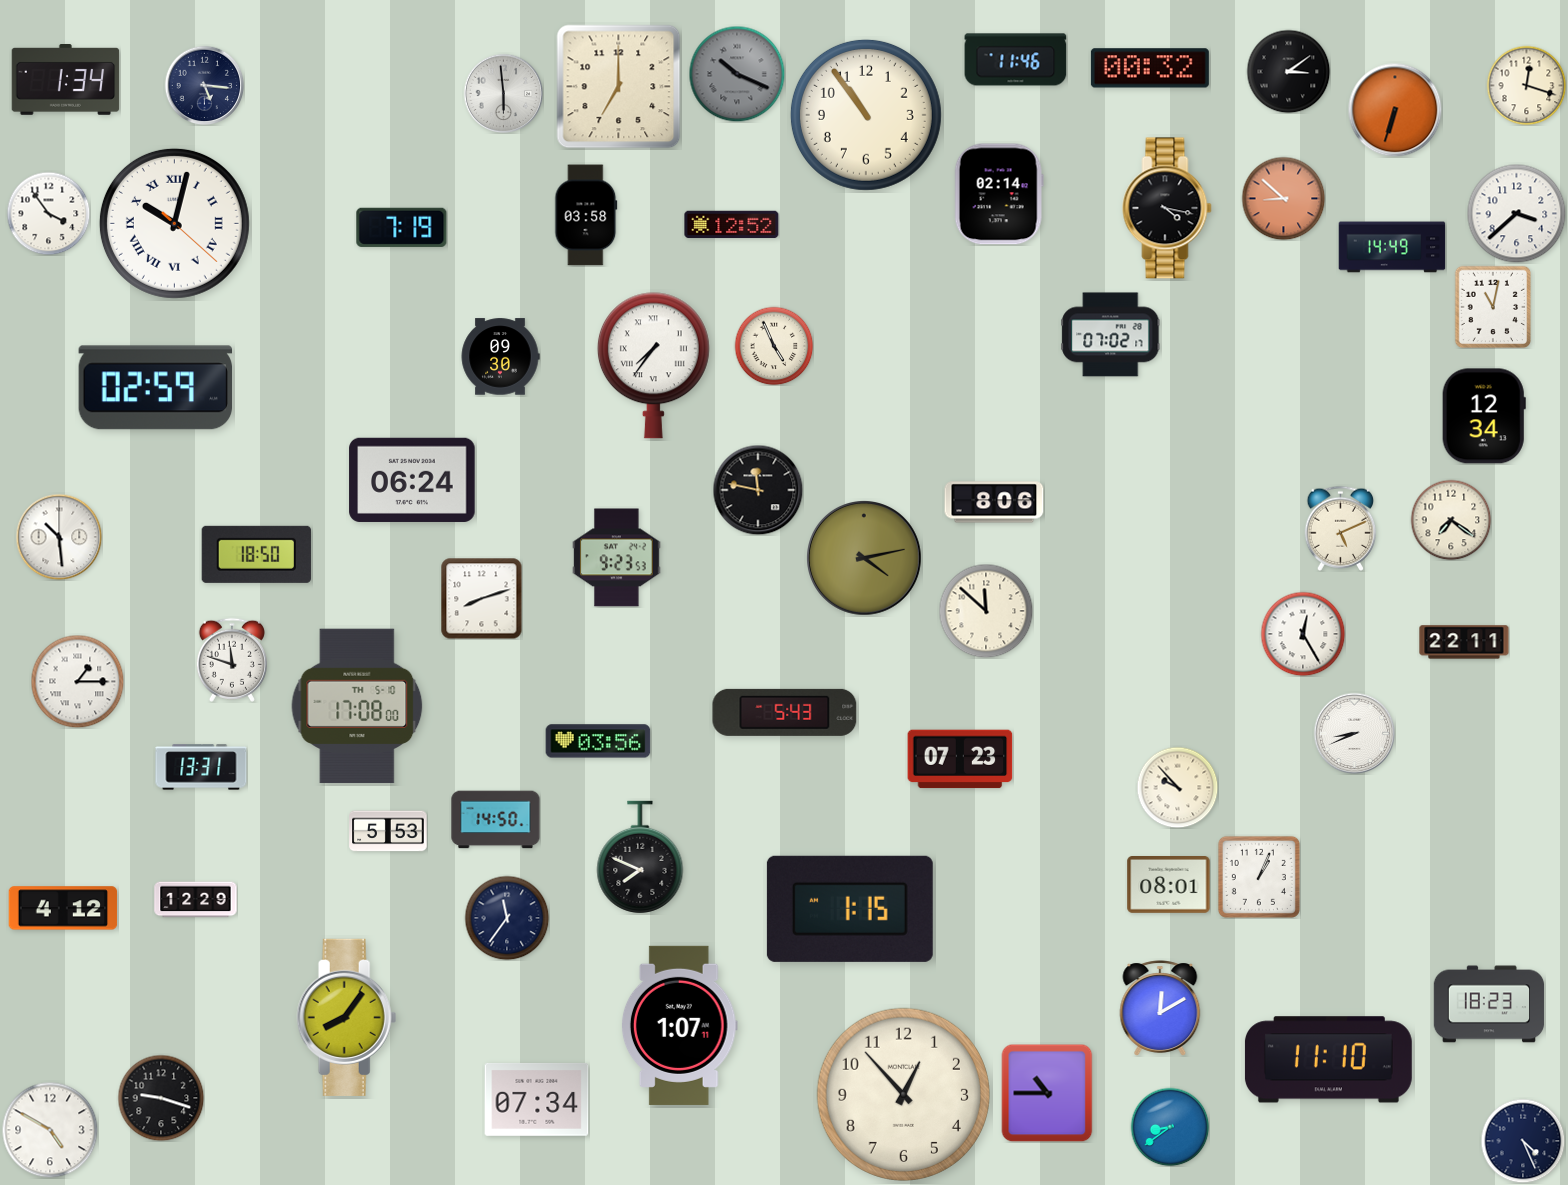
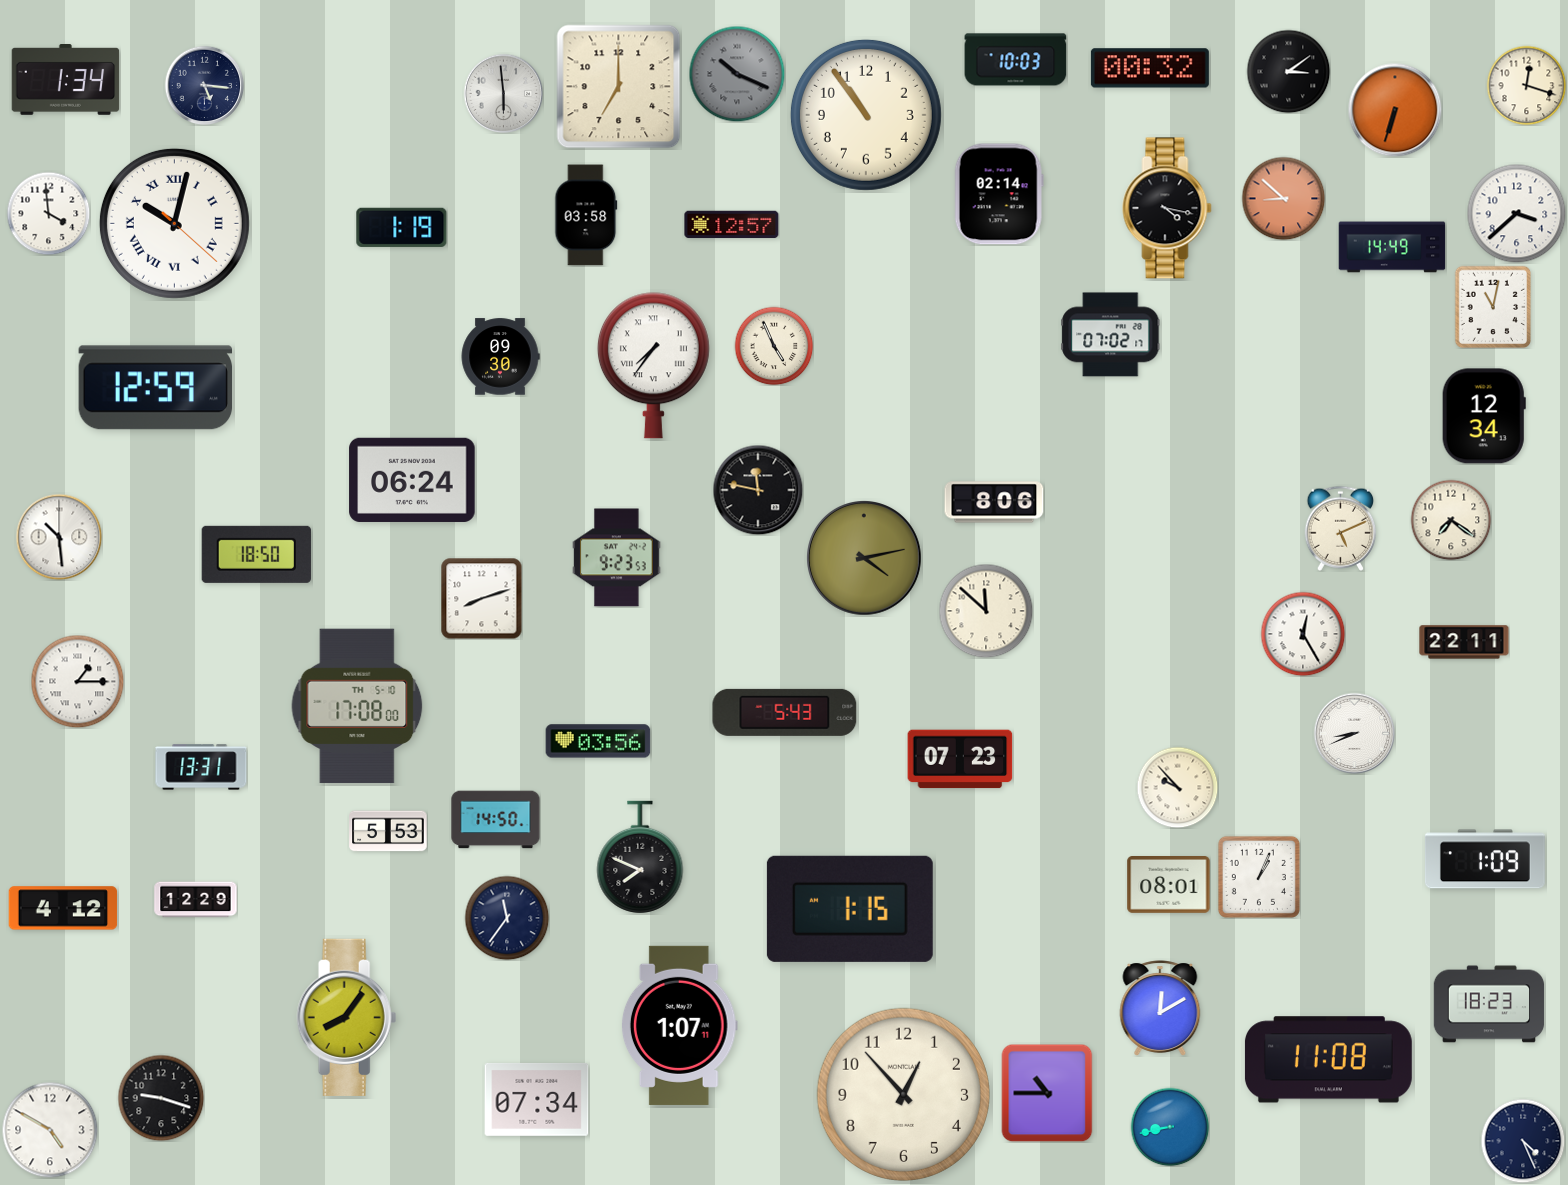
clock at (1016, 60): 11:46 -> 10:03
clock at (48, 213): 3:54 -> 3:59
clock at (732, 225): 12:52 -> 12:57
clock at (402, 227): 7:19 -> 1:19
clock at (155, 388): 02:59 -> 12:59
clock at (232, 660): 11:48 -> none
clock at (1485, 859): none -> 1:09
clock at (1328, 1060): 11:10 -> 11:08
clock at (1170, 1127): 8:39 -> 8:43
